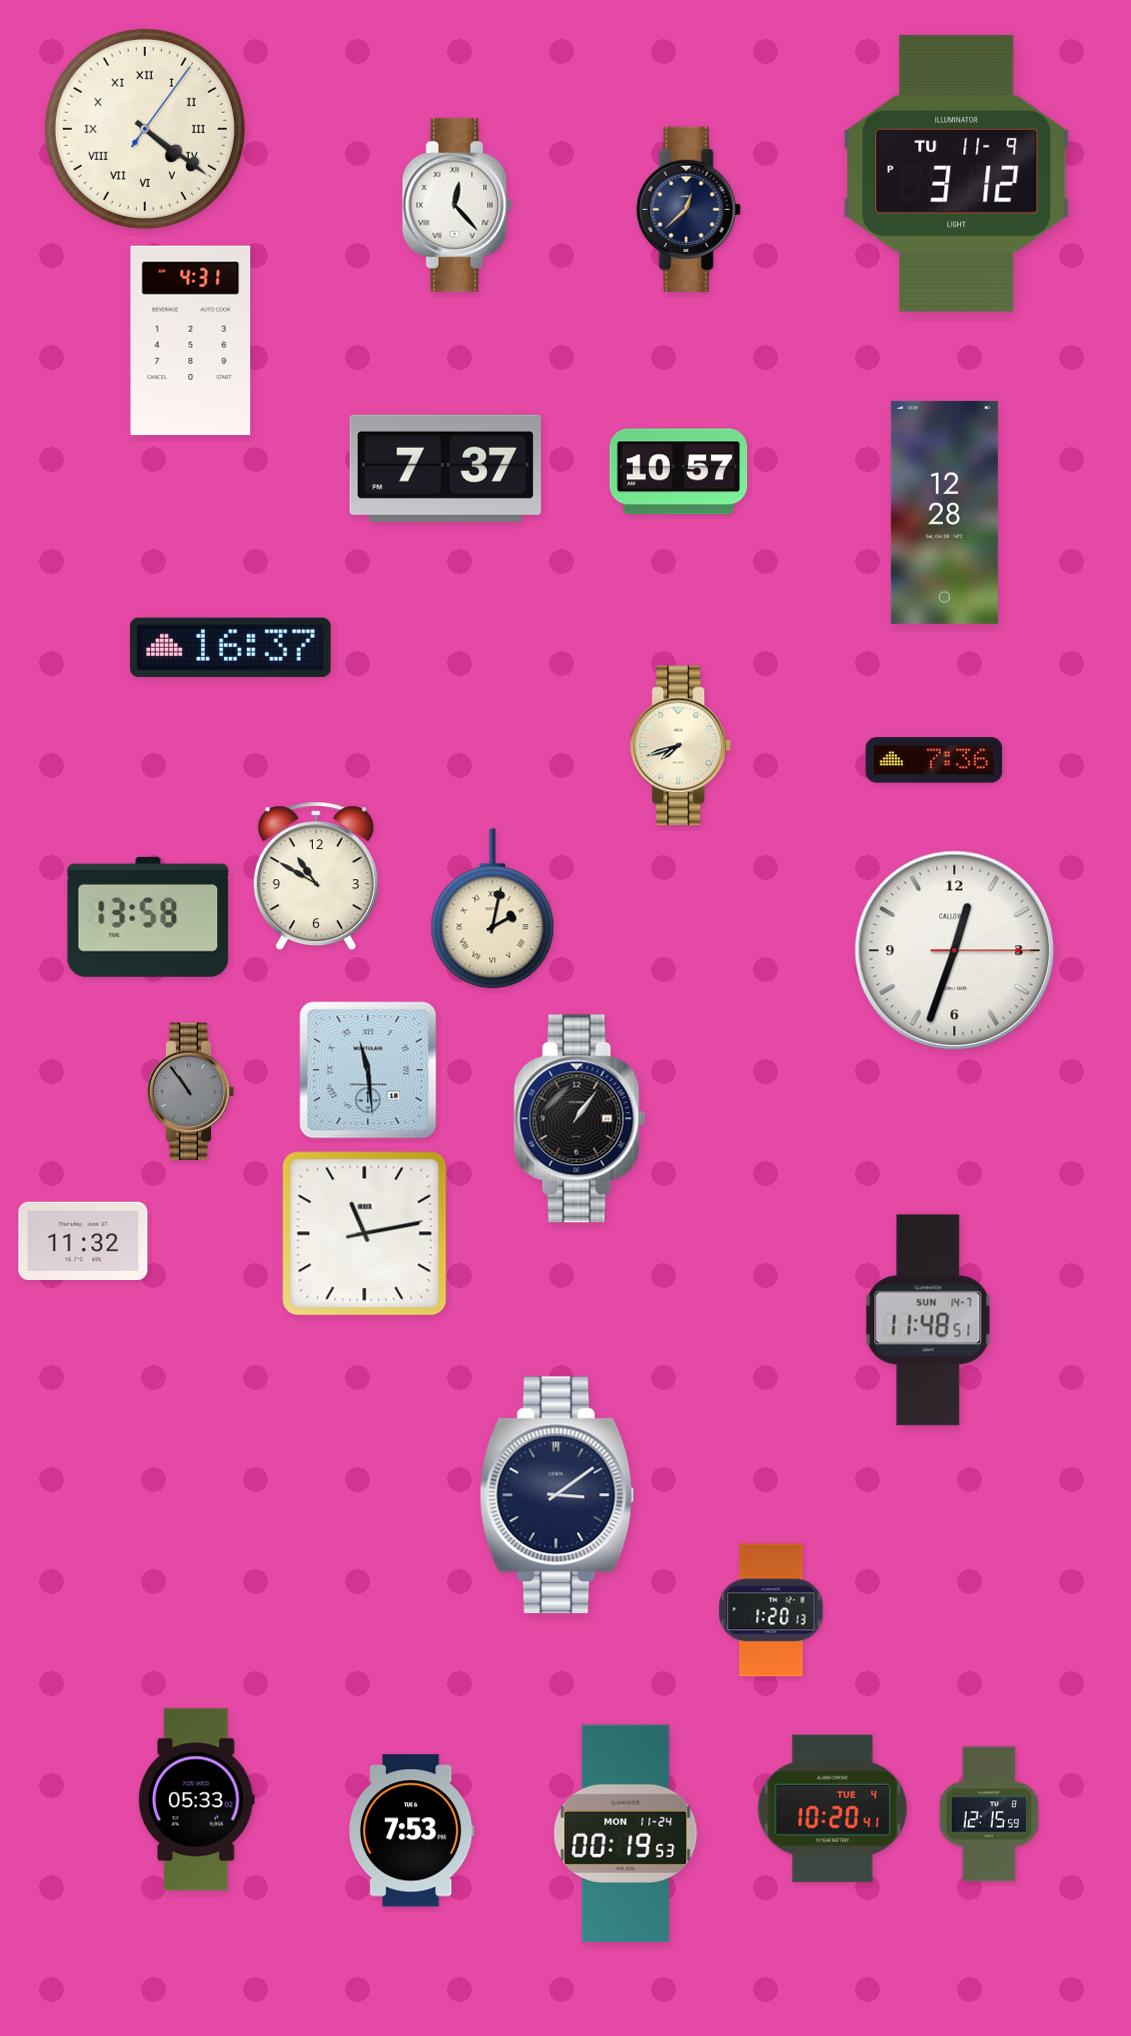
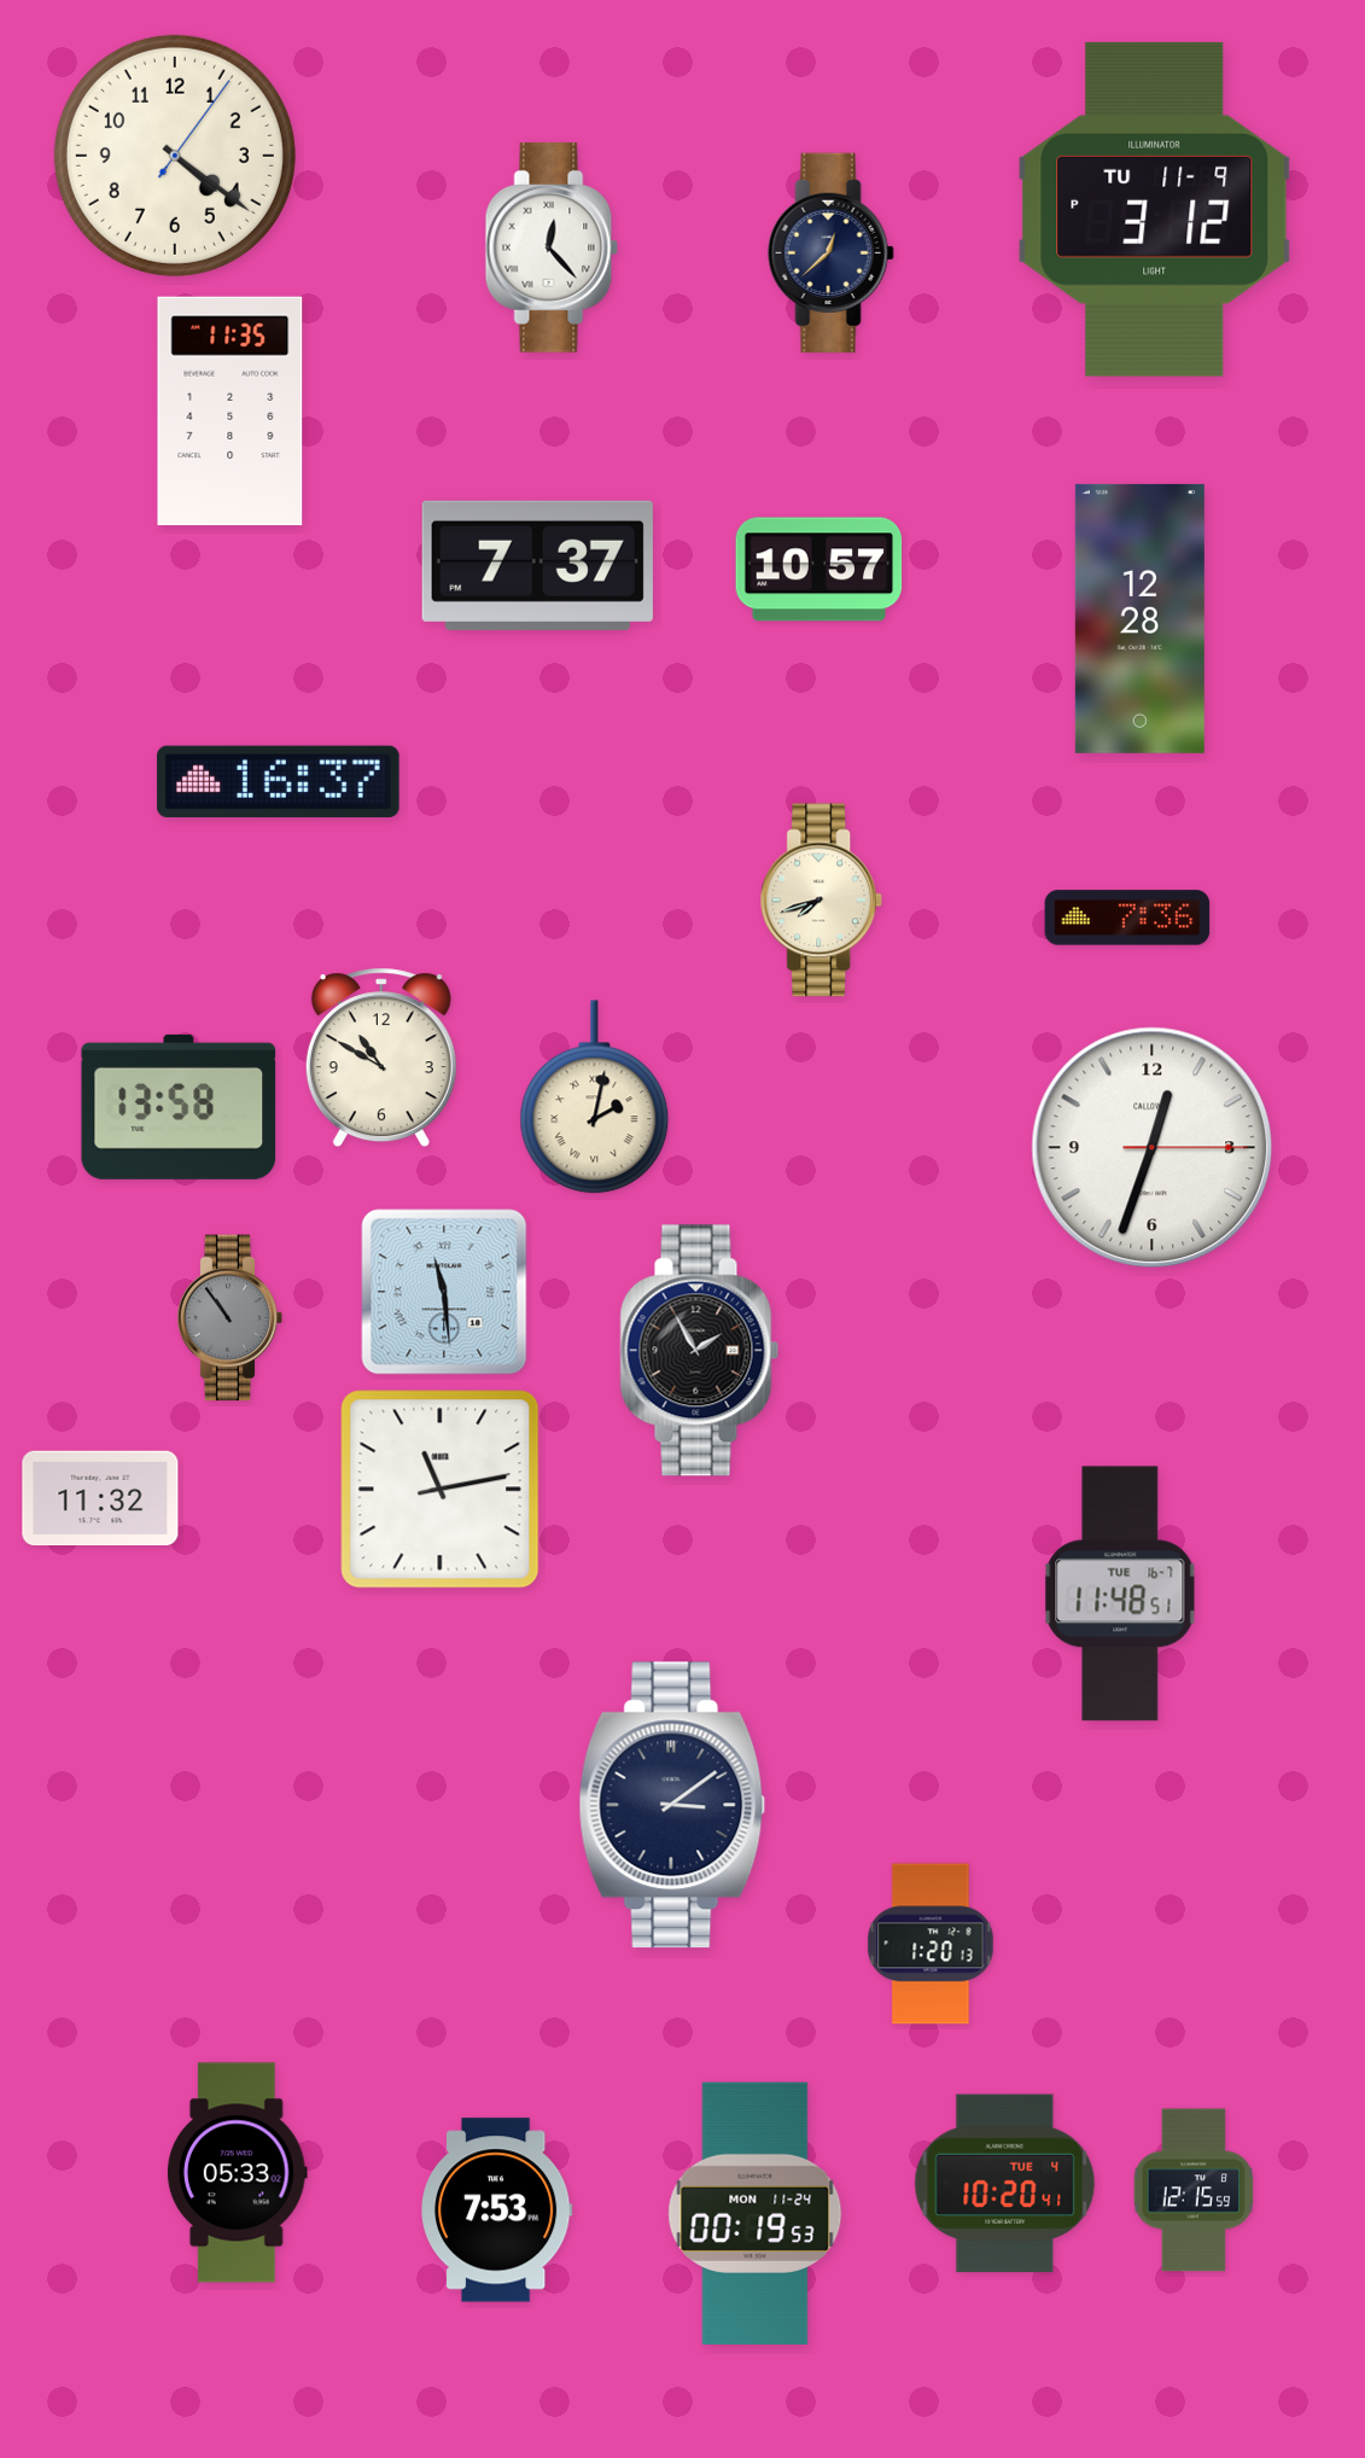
clock at (145, 129) numerals: Roman -> Arabic
clock at (191, 341): 4:31 -> 11:35
clock at (580, 1119): 1:06 -> 1:55
clock at (928, 1320) date: SUN 14-7 -> TUE 16-7
